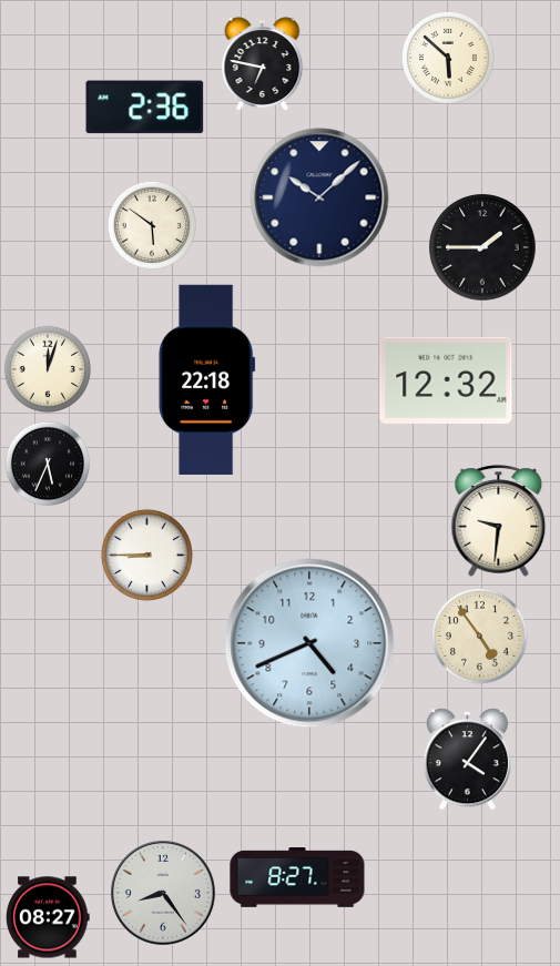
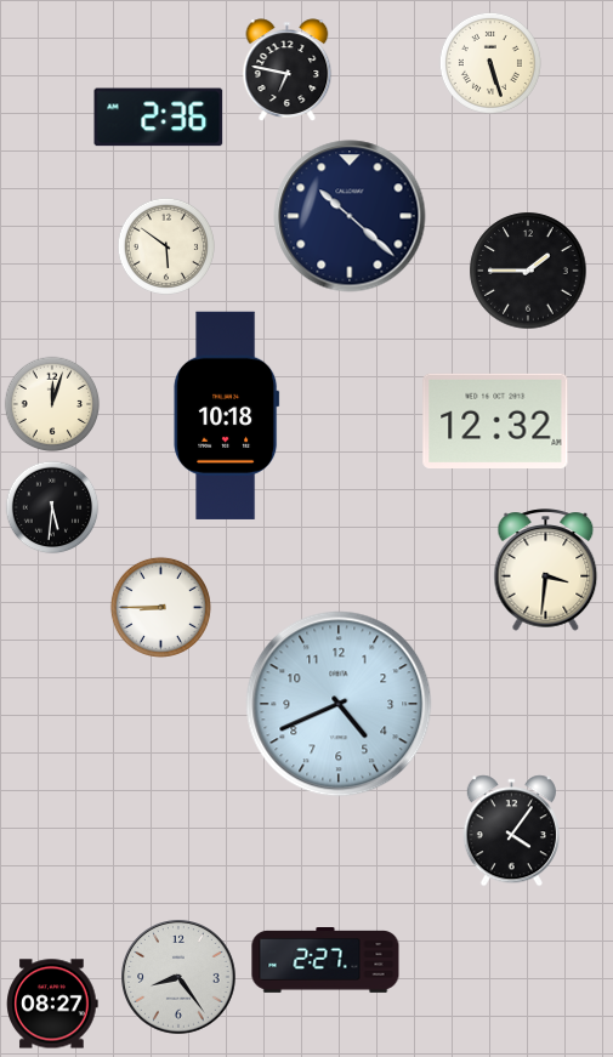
clock at (448, 58): 5:52 -> 5:27
clock at (319, 197): 10:08 -> 10:22
clock at (207, 379): 22:18 -> 10:18
clock at (446, 379) position: (446, 379) -> (495, 420)
clock at (48, 464): 5:34 -> 5:31
clock at (499, 521): 9:31 -> 3:31
clock at (479, 635): 4:54 -> none
clock at (297, 878): 8:27 -> 2:27
